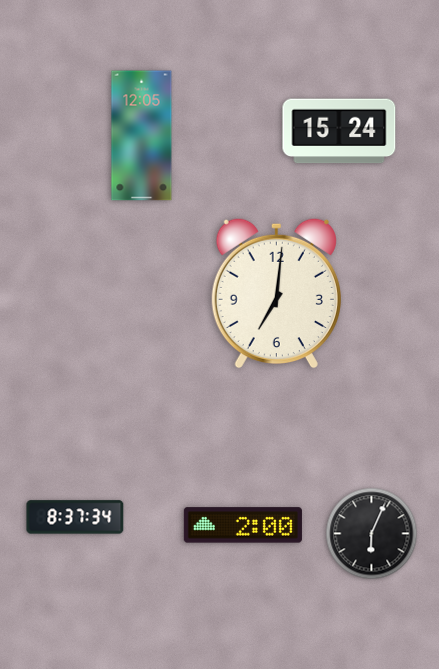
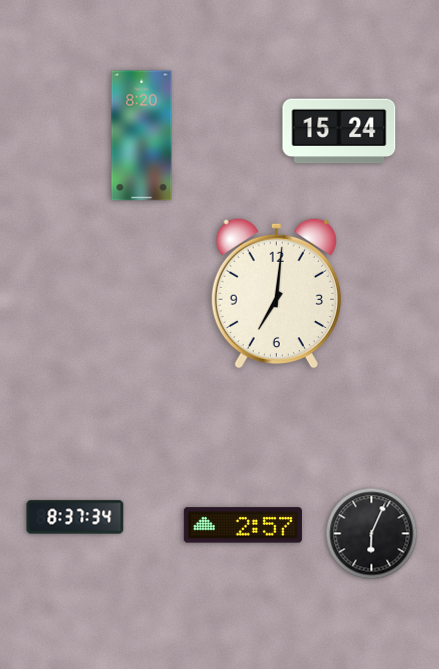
clock at (142, 136): 12:05 -> 8:20
clock at (243, 525): 2:00 -> 2:57
